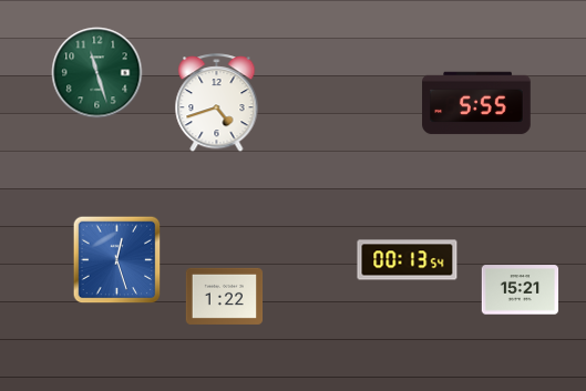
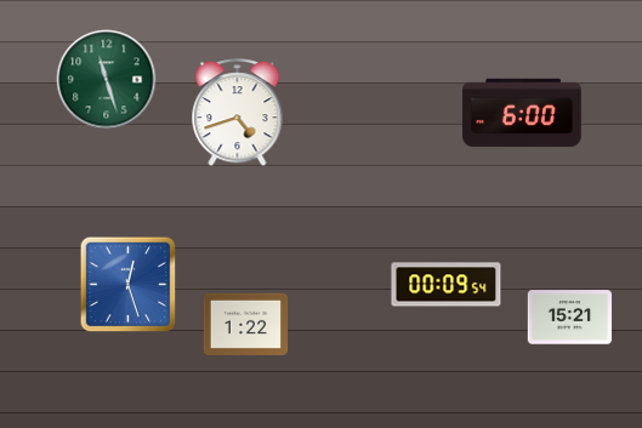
clock at (476, 103): 5:55 -> 6:00
clock at (408, 260): 00:13 -> 00:09
